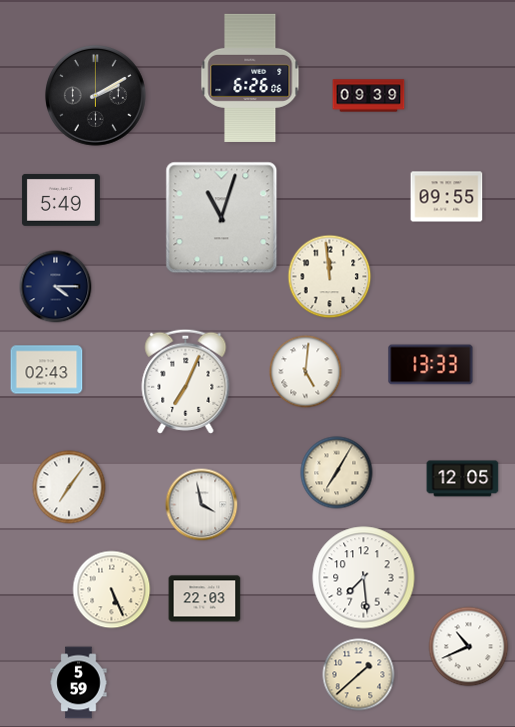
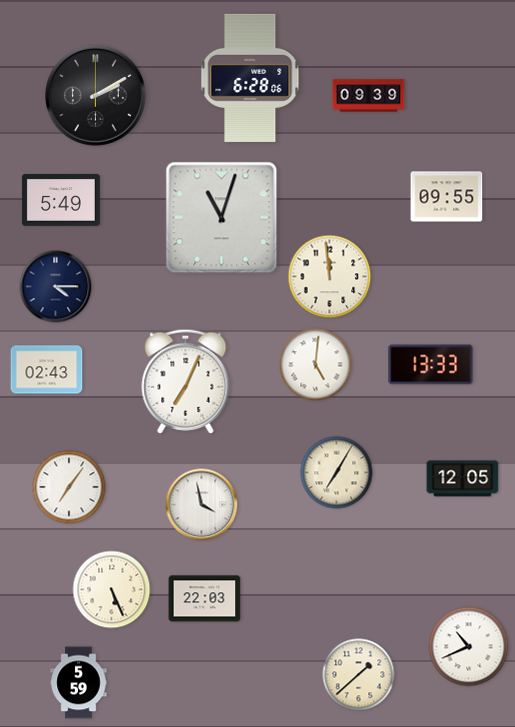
clock at (250, 78): 6:26 -> 6:28
clock at (306, 372) position: (306, 372) -> (316, 365)
clock at (364, 578): 7:29 -> none
